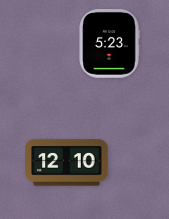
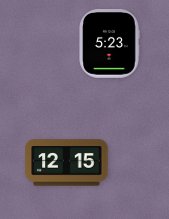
clock at (67, 163): 12:10 -> 12:15
